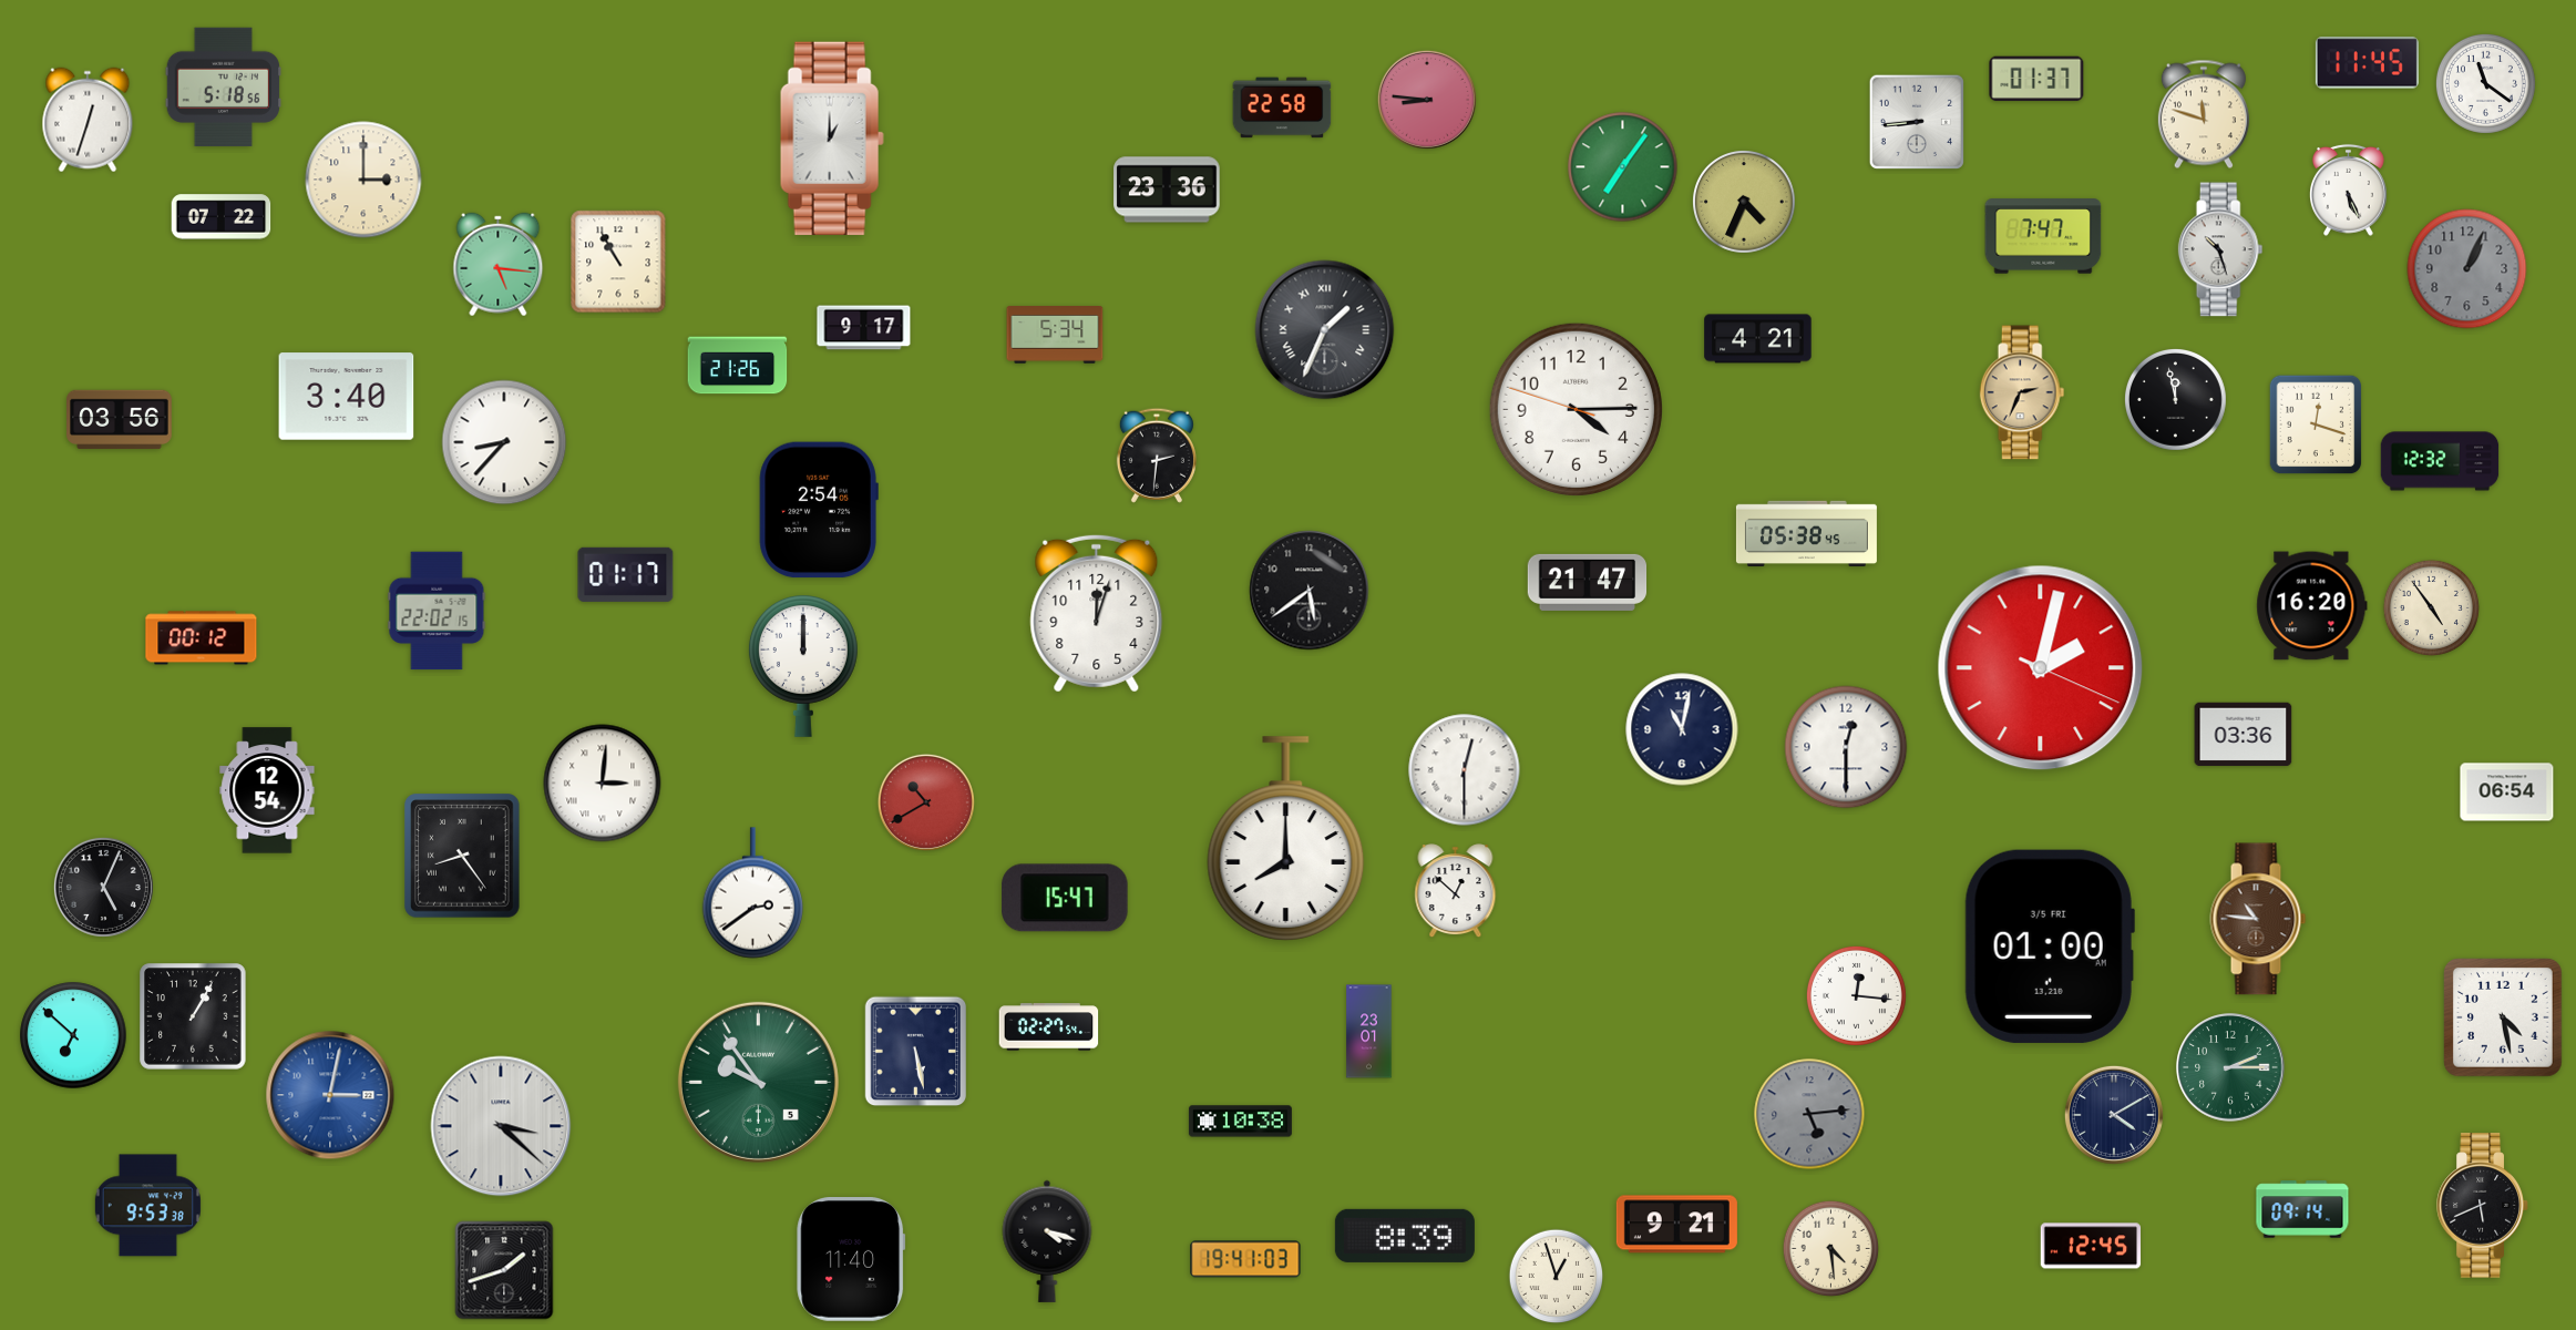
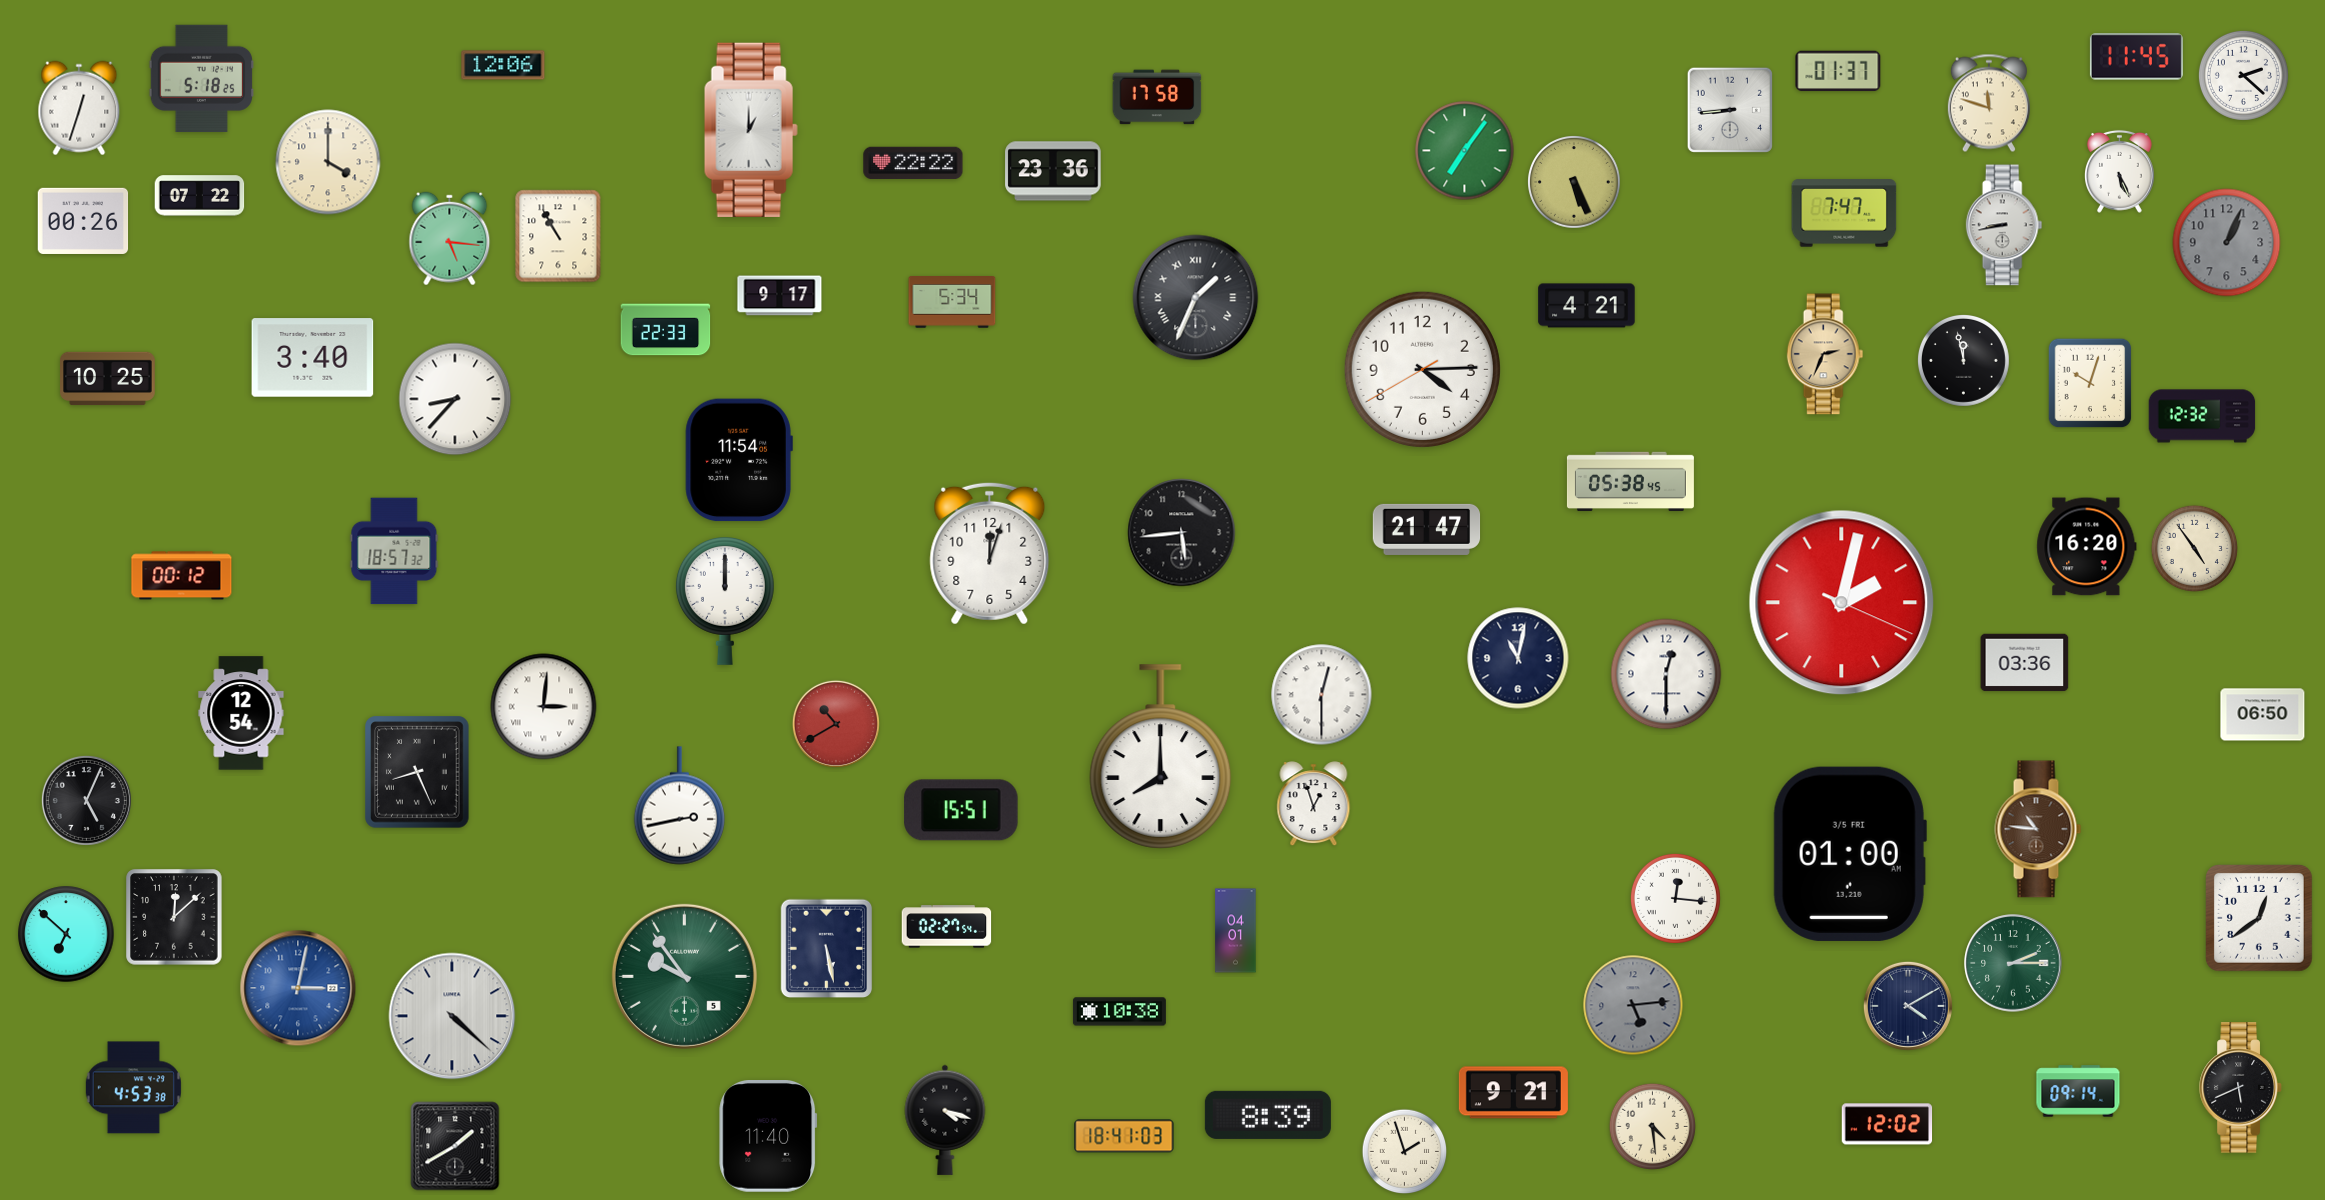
clock at (503, 65): none -> 12:06
clock at (2485, 83): 11:21 -> 2:22
clock at (223, 86): 5:18:56 -> 5:18:25
clock at (1427, 100): 8:46 -> none
clock at (1282, 108): 22:58 -> 17:58
clock at (832, 139) position: (832, 139) -> (751, 130)
clock at (363, 180): 3:00 -> 4:00
clock at (913, 163): none -> 22:22
clock at (1745, 203): 4:34 -> 5:26
clock at (83, 221): none -> 00:26
clock at (2220, 249): 10:27 -> 8:43
clock at (738, 366): 21:26 -> 22:33
clock at (1576, 409): 4:14:48 -> 4:14:40
clock at (120, 420): 03:56 -> 10:25
clock at (2316, 424): 12:18 -> 10:03
clock at (1157, 456): 2:31 -> none
clock at (819, 510): 2:54 -> 11:54
clock at (626, 574): 01:17 -> none
clock at (1588, 582) position: (1588, 582) -> (1427, 529)
clock at (1310, 591): 5:39 -> 5:44
clock at (437, 611): 22:02 -> 18:57
clock at (2507, 792): 06:54 -> 06:50
clock at (462, 856): 8:24 -> 8:26
clock at (103, 887) position: (103, 887) -> (86, 800)
clock at (1456, 891): 12:52 -> 12:57
clock at (752, 893): 2:39 -> 2:43
clock at (1065, 898): 15:47 -> 15:51
clock at (193, 1016): 1:05 -> 12:08
clock at (2504, 1019): 4:28 -> 12:39
clock at (1369, 1032): 23:01 -> 04:01
clock at (501, 1126): 3:22 -> 4:22
clock at (147, 1206): 9:53 -> 4:53
clock at (1676, 1225) position: (1676, 1225) -> (1513, 1093)
clock at (2091, 1246): 12:45 -> 12:02
clock at (1245, 1259): 19:41 -> 18:41
clock at (504, 1270): 1:42 -> 1:40
clock at (1557, 1277): 12:57 -> 1:57
